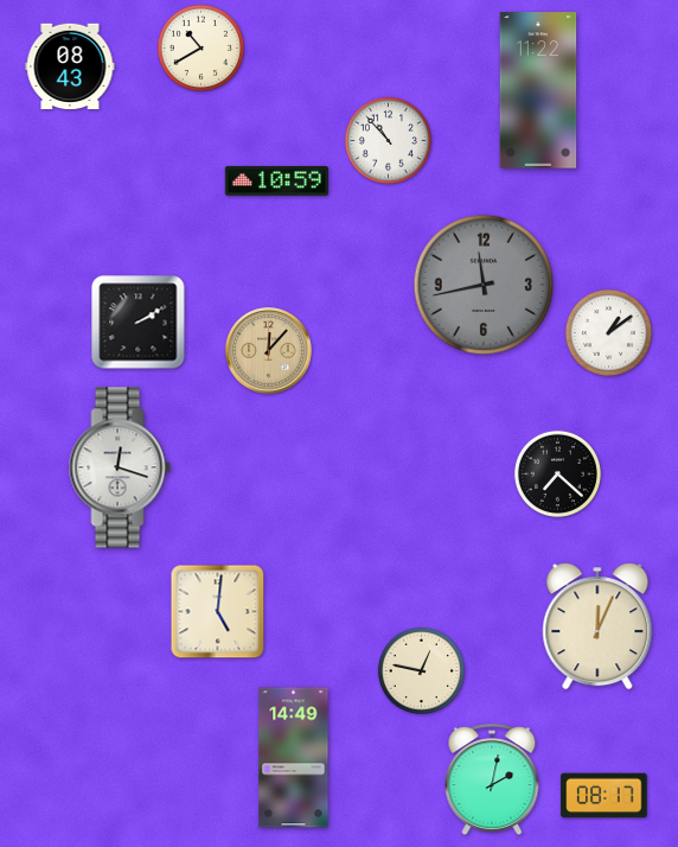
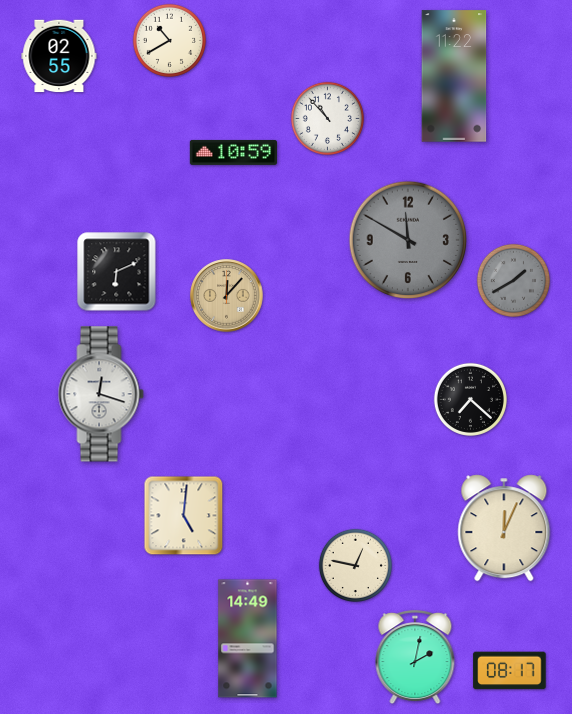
clock at (70, 66): 08:43 -> 02:55
clock at (484, 285): 11:43 -> 11:50
clock at (139, 323): 2:10 -> 6:11
clock at (608, 332): 1:09 -> 1:40
clock at (608, 332) dial: white -> grey
